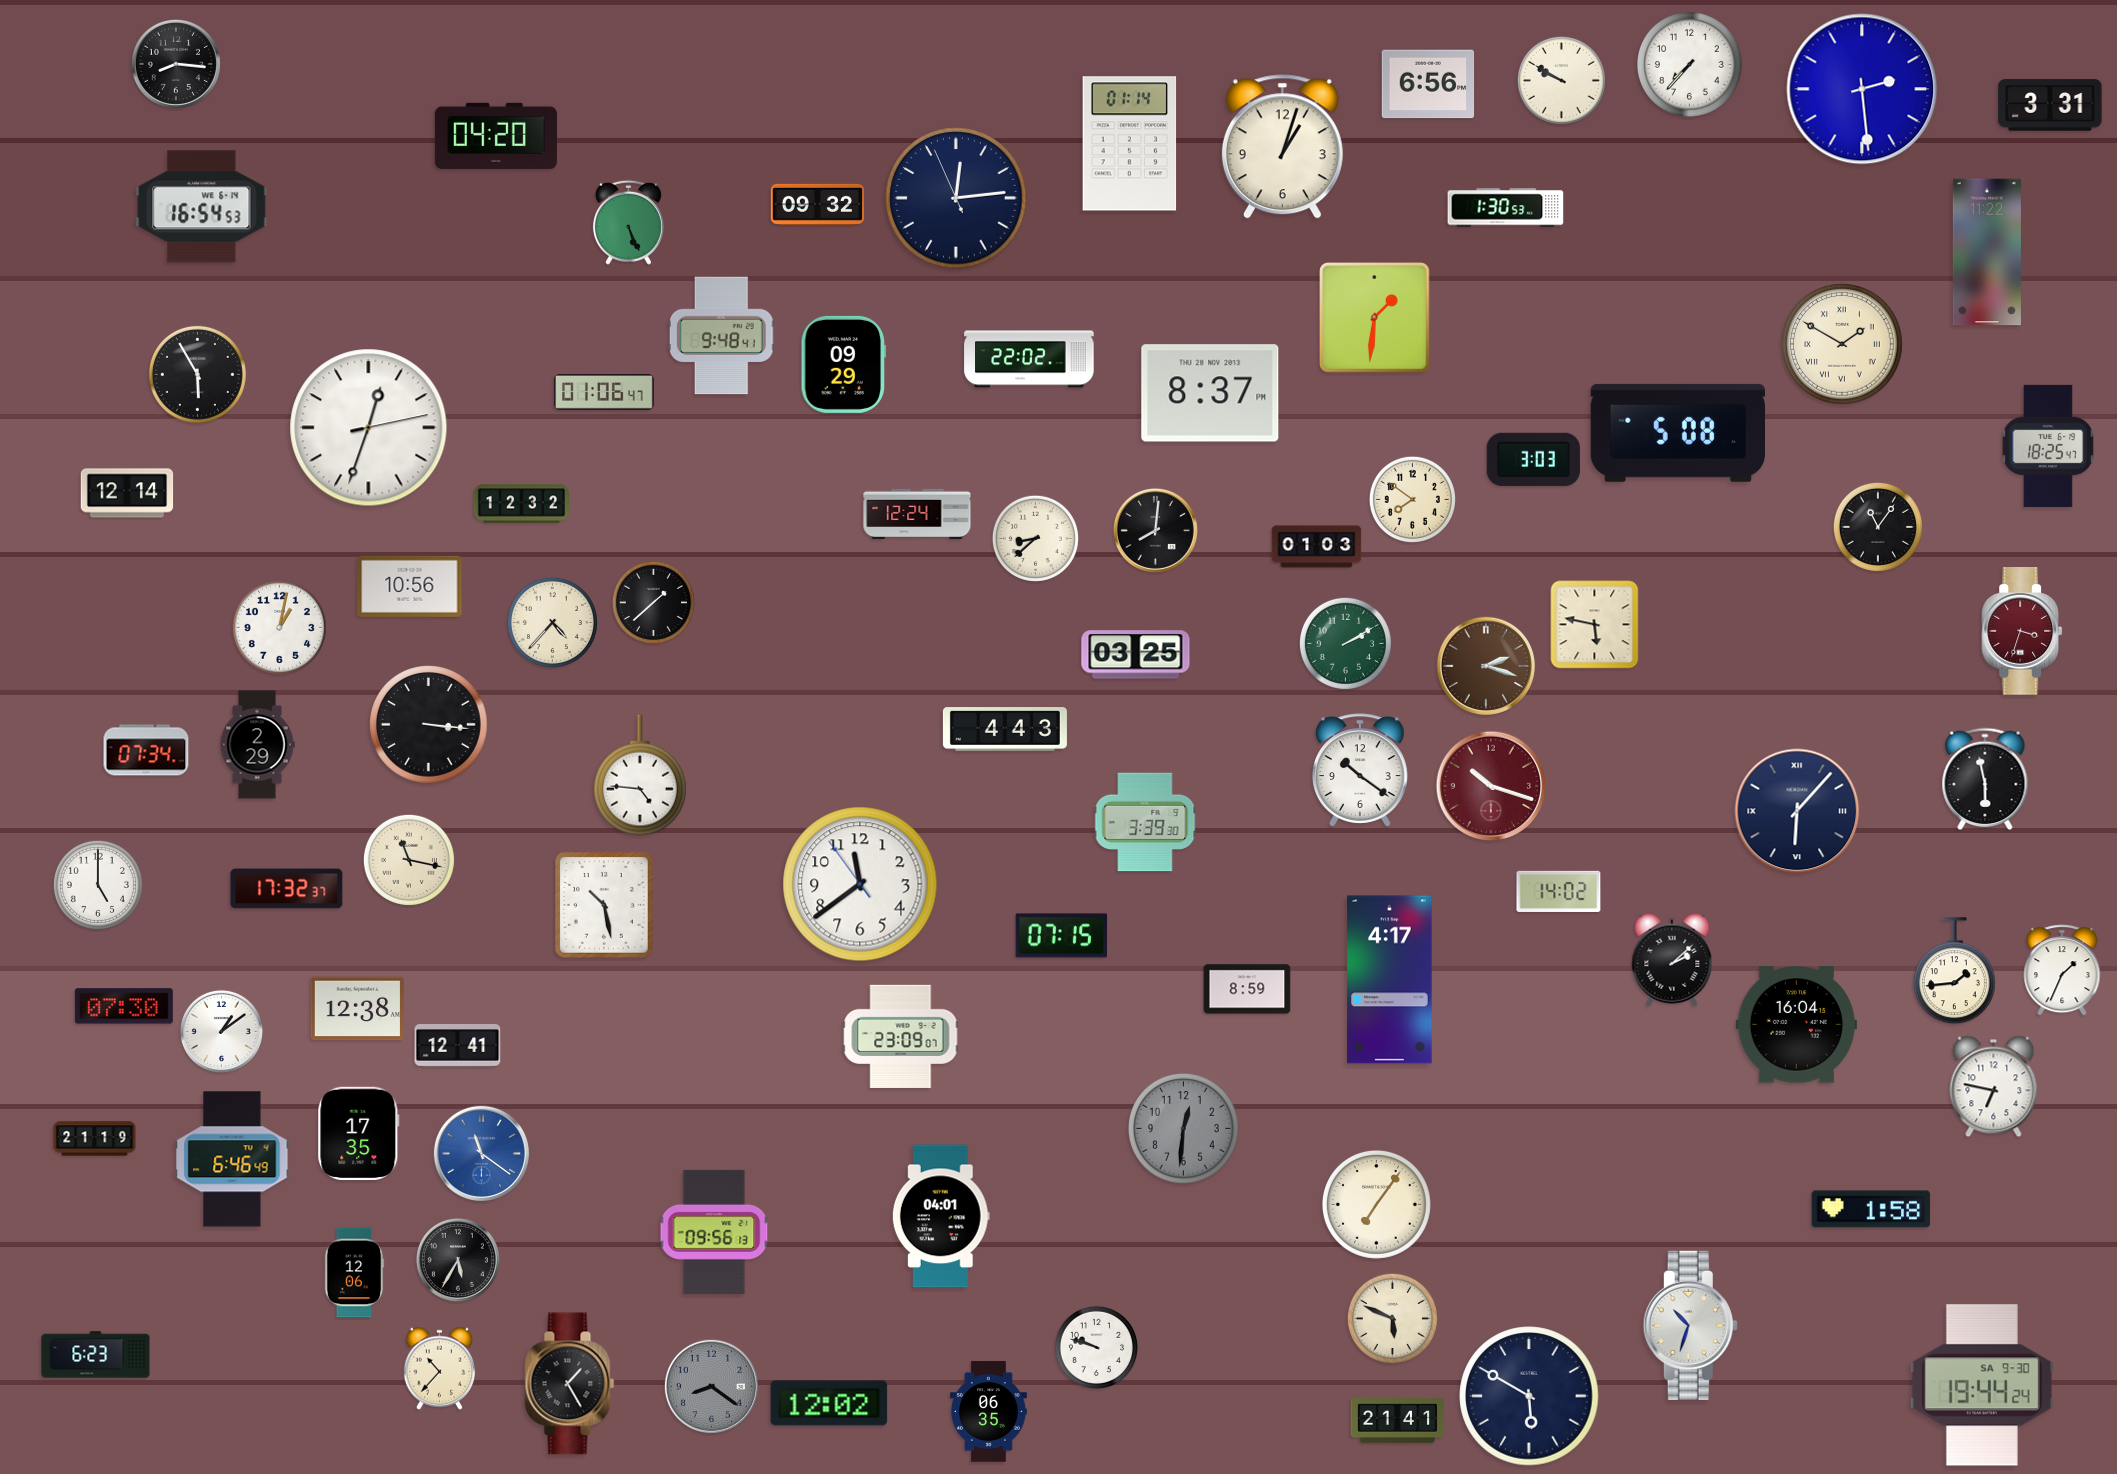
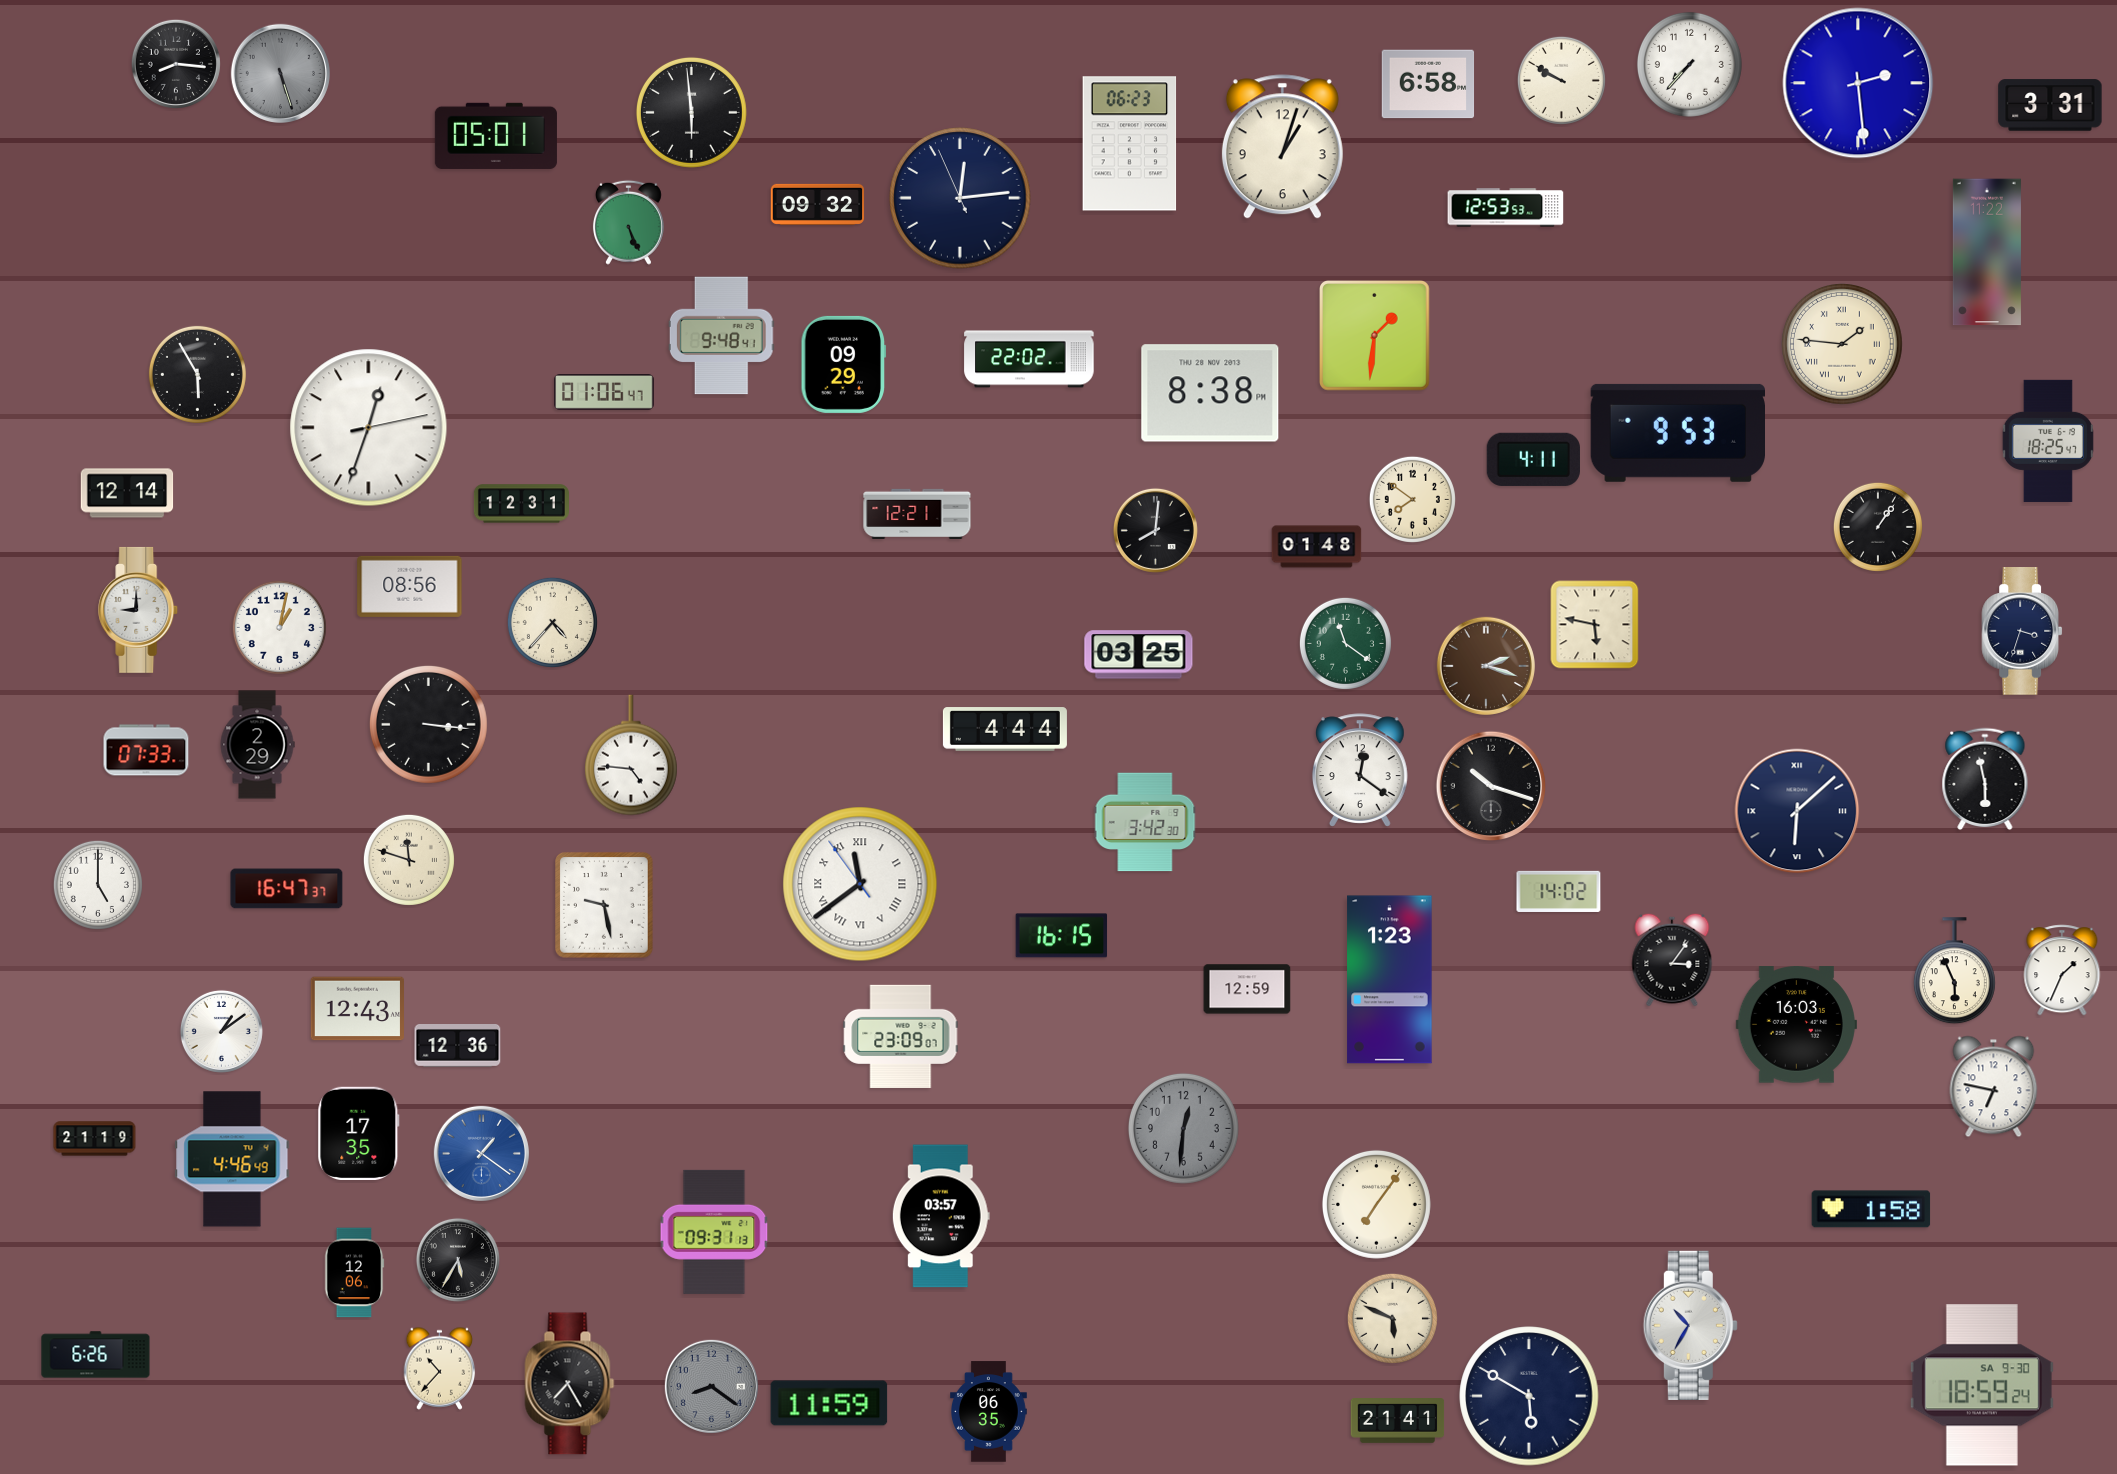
clock at (280, 73): none -> 5:27
clock at (1428, 84): 6:56 -> 6:58
clock at (1862, 89) position: (1862, 89) -> (1858, 83)
clock at (691, 112): none -> 5:59
clock at (496, 136): 04:20 -> 05:01
clock at (1130, 144): 01:14 -> 06:23
clock at (956, 198) position: (956, 198) -> (960, 198)
clock at (202, 207): 16:54 -> none
clock at (1506, 208): 1:30 -> 12:53
clock at (1375, 318) position: (1375, 318) -> (1375, 336)
clock at (1843, 345): 1:50 -> 1:46
clock at (1210, 393): 8:37 -> 8:38
clock at (1677, 433): 5:08 -> 9:53
clock at (2048, 446) position: (2048, 446) -> (2048, 441)
clock at (1533, 459): 3:03 -> 4:11
clock at (521, 504): 12:32 -> 12:31
clock at (917, 513): 12:24 -> 12:21
clock at (1878, 527): 11:06 -> 1:06
clock at (1035, 538): 8:38 -> none
clock at (1317, 547): 01:03 -> 01:48
clock at (410, 586): 10:56 -> 08:56
clock at (653, 602): 1:38 -> none
clock at (139, 610): none -> 9:00
clock at (2022, 632) dial: burgundy -> navy
clock at (1345, 643): 2:10 -> 11:21
clock at (1136, 655) position: (1136, 655) -> (1139, 655)
clock at (1005, 729): 4:43 -> 4:44
clock at (146, 750): 07:34 -> 07:33
clock at (1360, 770): 10:21 -> 12:21
clock at (640, 775) position: (640, 775) -> (631, 755)
clock at (1491, 786) dial: burgundy -> black
clock at (1797, 811): 6:07 -> 6:08
clock at (1145, 822): 3:39 -> 3:42
clock at (409, 860): 11:17 -> 11:48
clock at (860, 884) numerals: Arabic -> Roman
clock at (287, 889): 17:32 -> 16:47
clock at (605, 906): 10:28 -> 9:28
clock at (1062, 936): 07:15 -> 16:15
clock at (1672, 960): 2:08 -> 3:06
clock at (1954, 971): 1:44 -> 5:56
clock at (1390, 980): 4:17 -> 1:23
clock at (1247, 989): 8:59 -> 12:59
clock at (124, 1006): 07:30 -> none
clock at (357, 1009): 12:38 -> 12:43
clock at (1796, 1025): 16:04 -> 16:03
clock at (458, 1046): 12:41 -> 12:36
clock at (481, 1153): 11:21 -> 1:21
clock at (232, 1159): 6:46 -> 4:46
clock at (941, 1216): 04:01 -> 03:57
clock at (714, 1232): 09:56 -> 09:31
clock at (1690, 1325): 10:33 -> 10:35
clock at (1096, 1347): 9:48 -> none
clock at (96, 1355): 6:23 -> 6:26
clock at (570, 1384): 1:25 -> 7:25
clock at (1982, 1385): 19:44 -> 18:59
clock at (829, 1403): 12:02 -> 11:59
